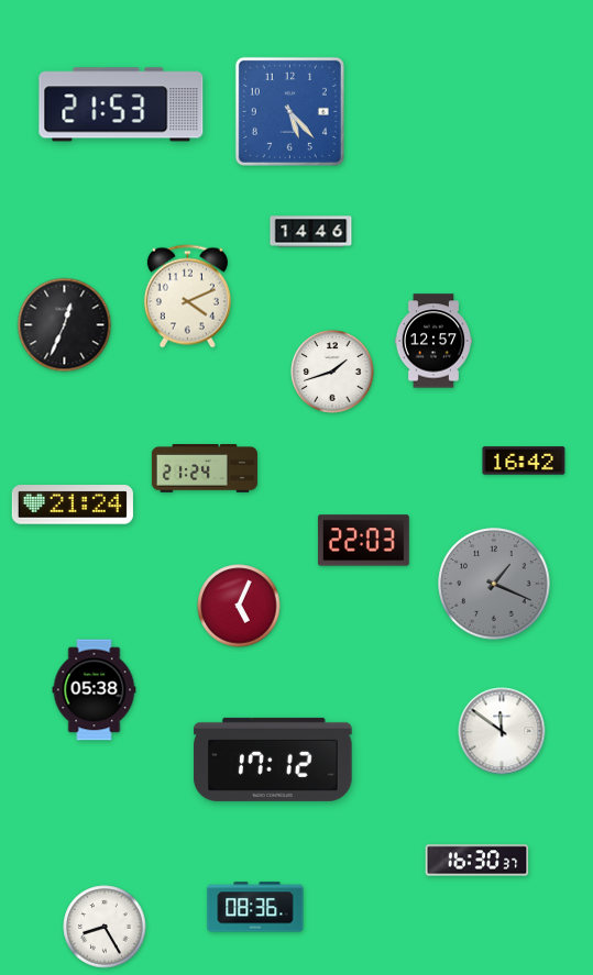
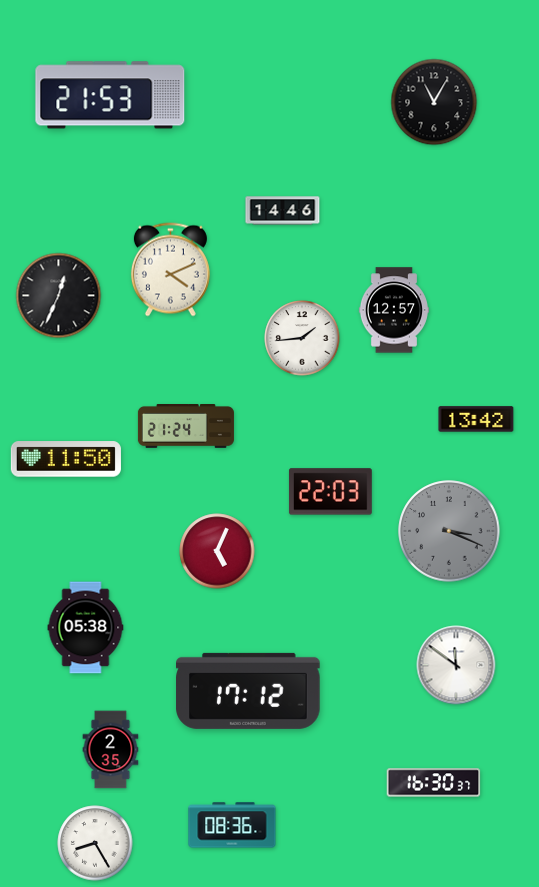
clock at (289, 111): 5:23 -> none
clock at (434, 102): none -> 11:05
clock at (332, 372): 1:42 -> 1:44
clock at (524, 461): 16:42 -> 13:42
clock at (73, 505): 21:24 -> 11:50
clock at (494, 584): 1:19 -> 3:19
clock at (111, 750): none -> 2:35
